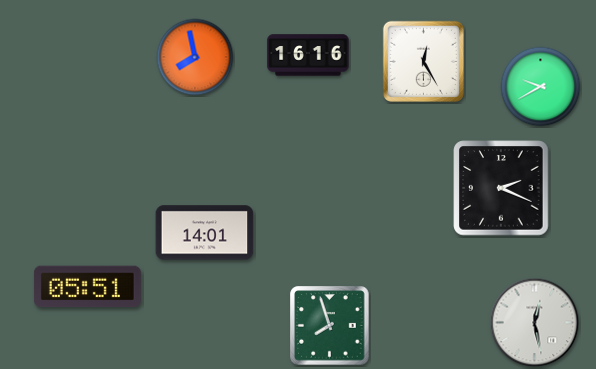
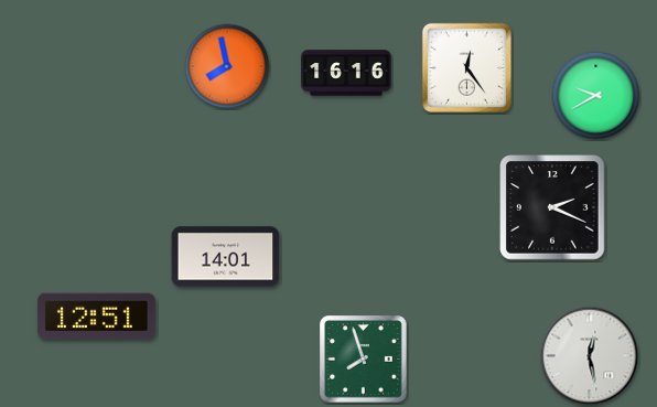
clock at (308, 55) position: (308, 55) -> (346, 73)
clock at (195, 57) position: (195, 57) -> (227, 66)
clock at (423, 61): 12:25 -> 12:24
clock at (87, 287): 05:51 -> 12:51
